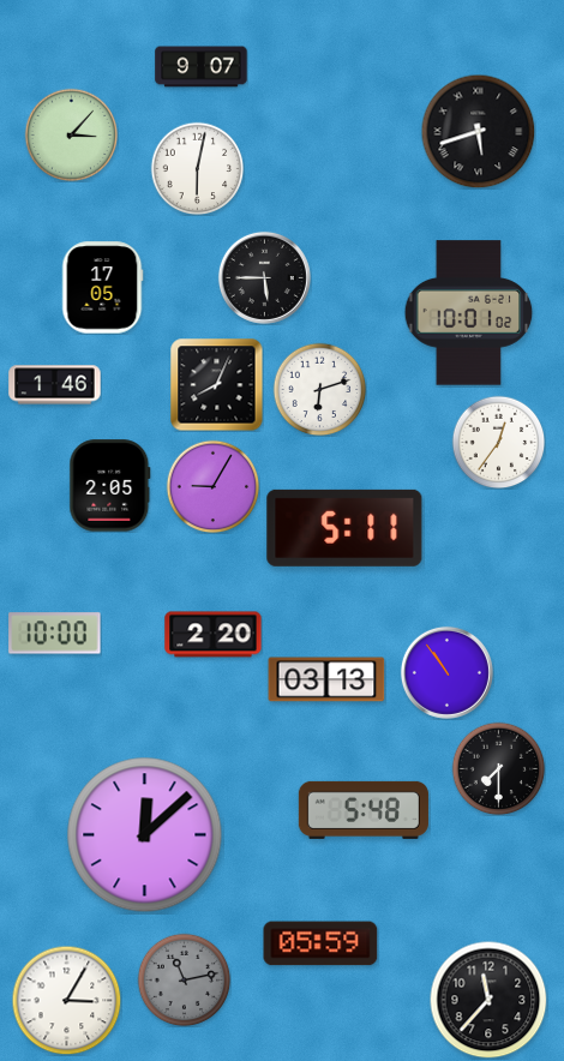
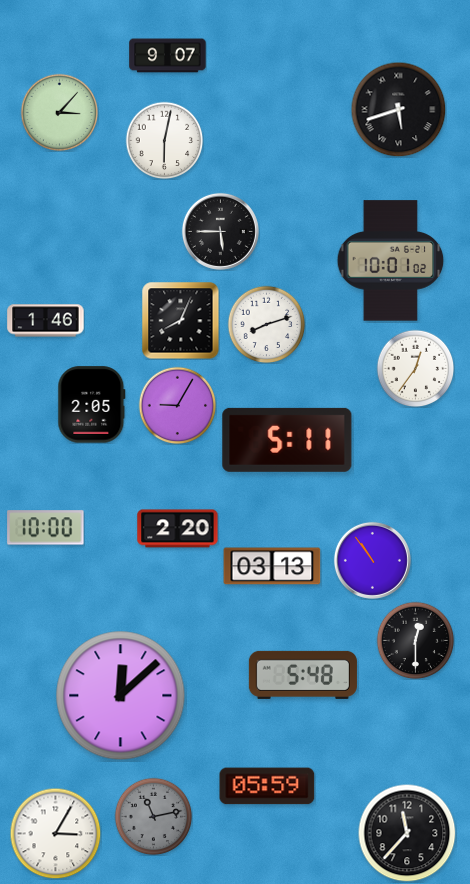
clock at (102, 288): 17:05 -> none
clock at (319, 389): 6:12 -> 8:12
clock at (498, 768): 7:30 -> 12:30
